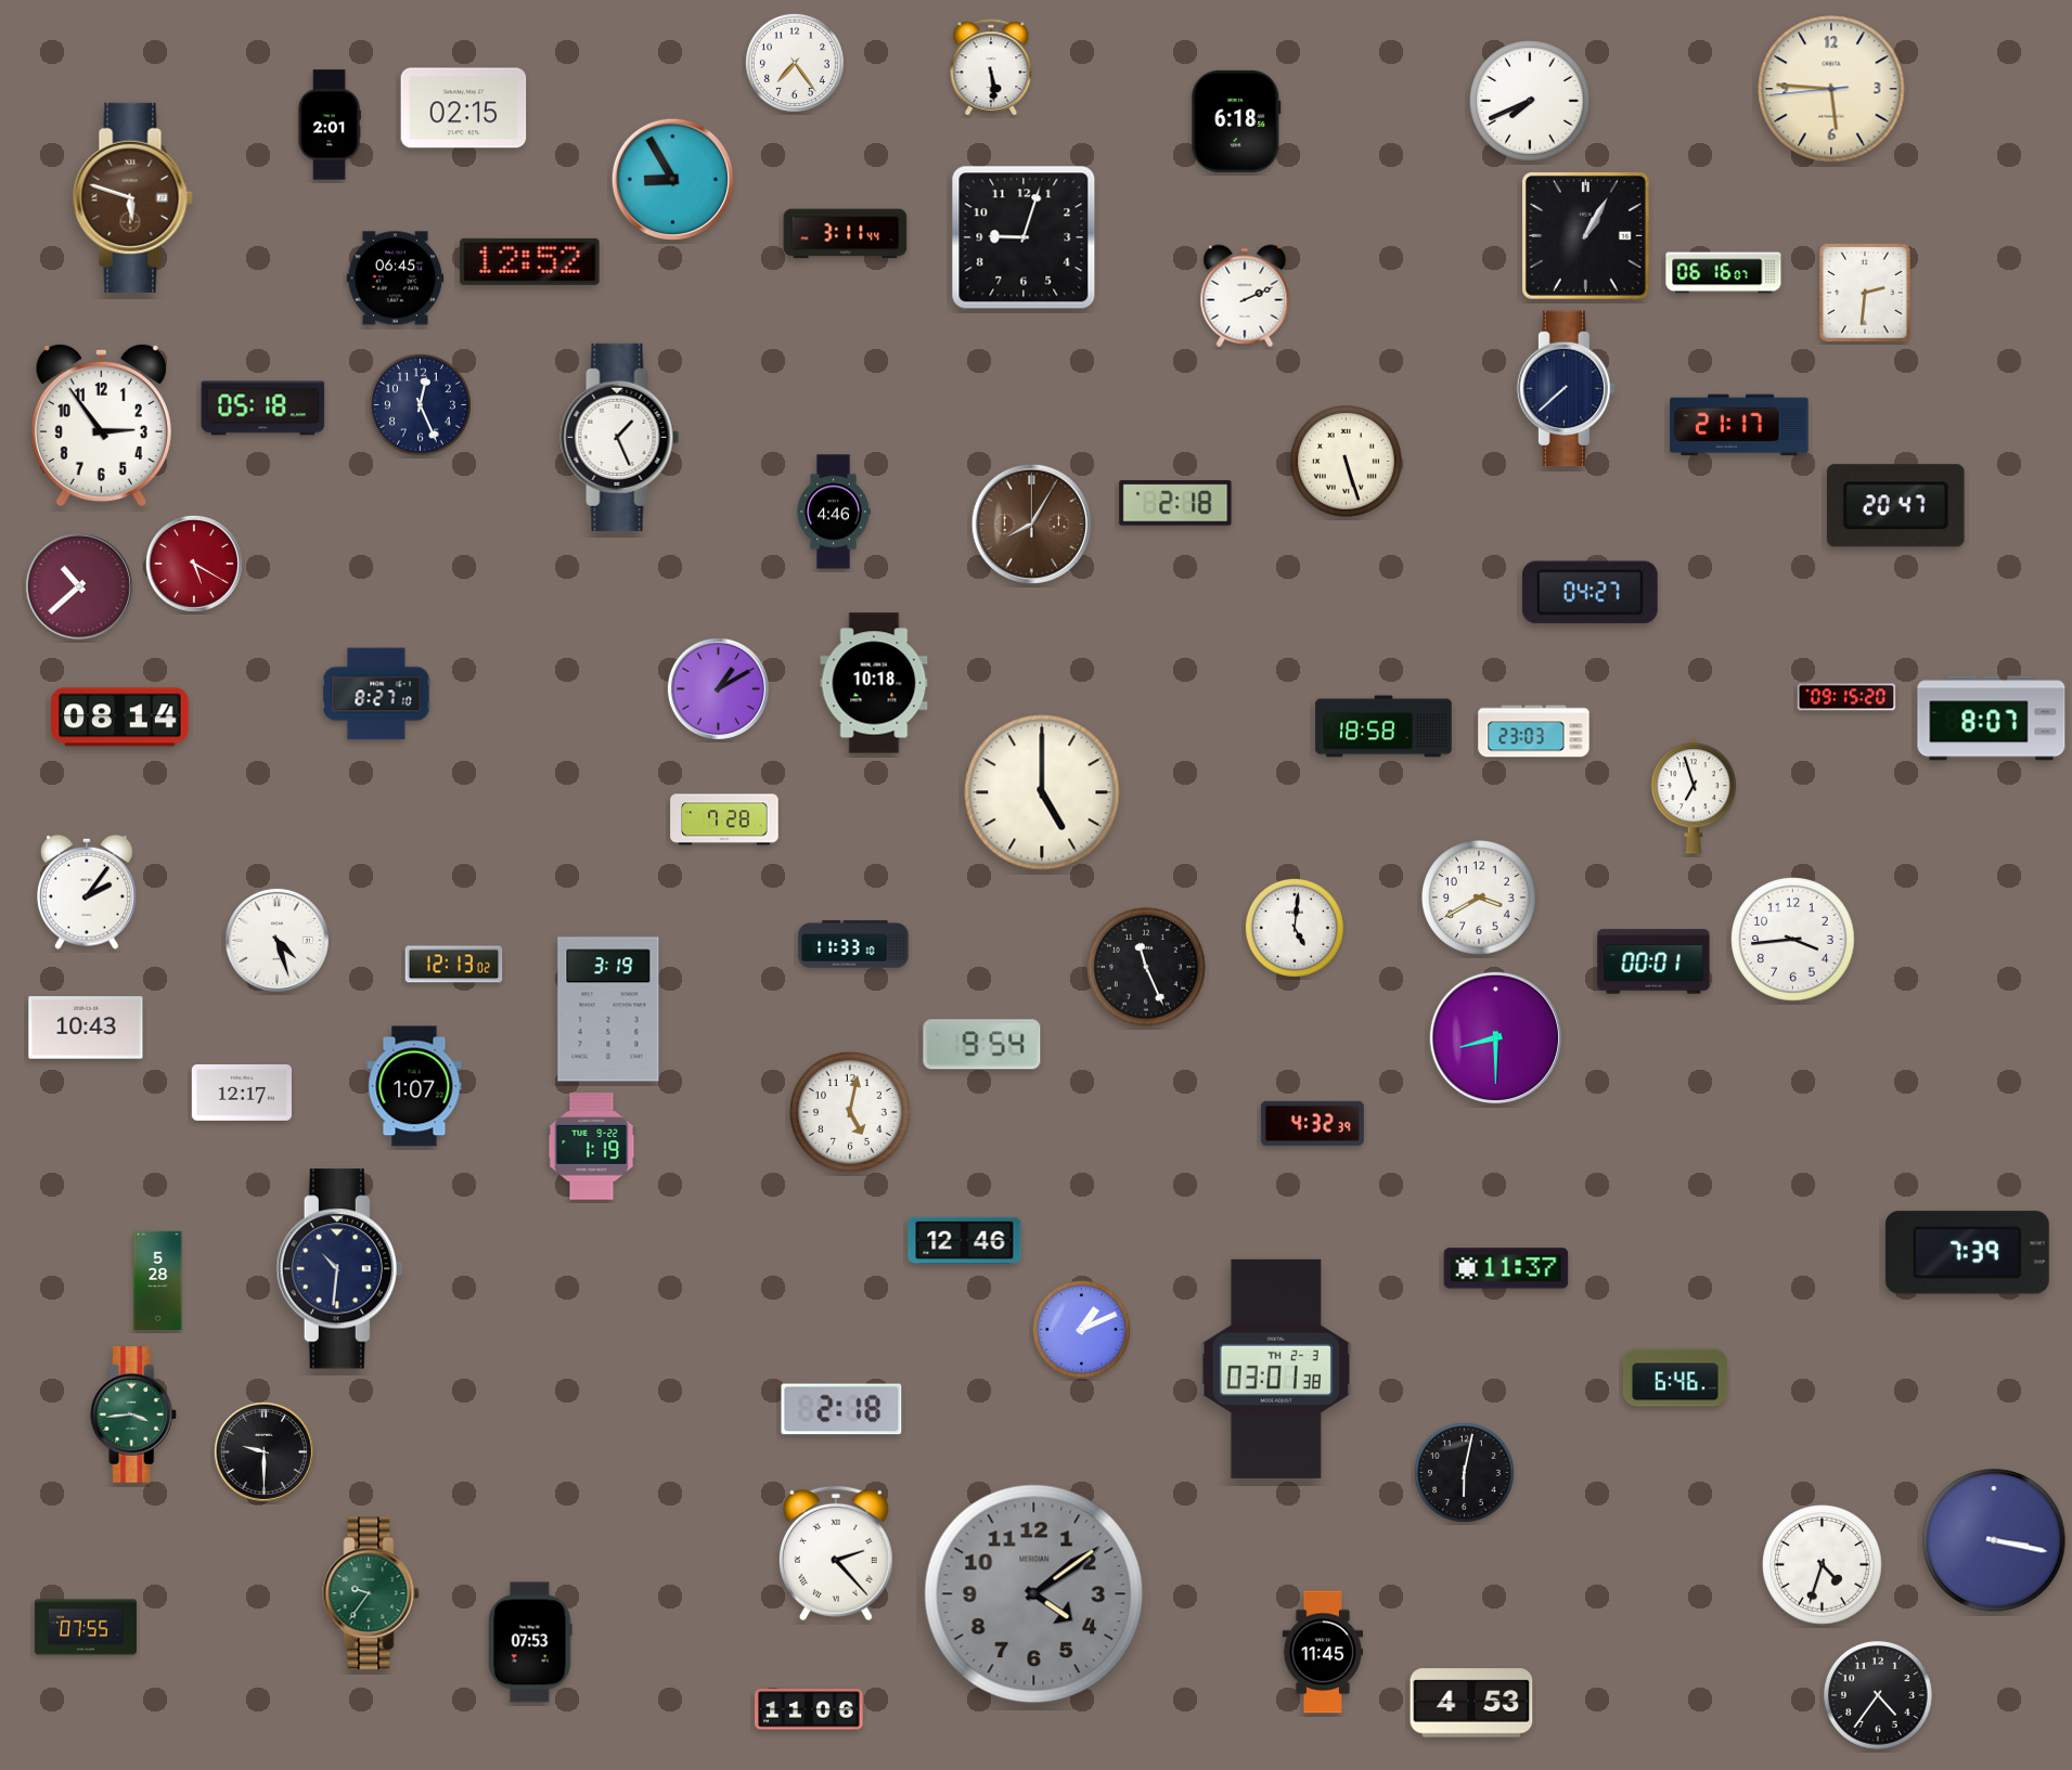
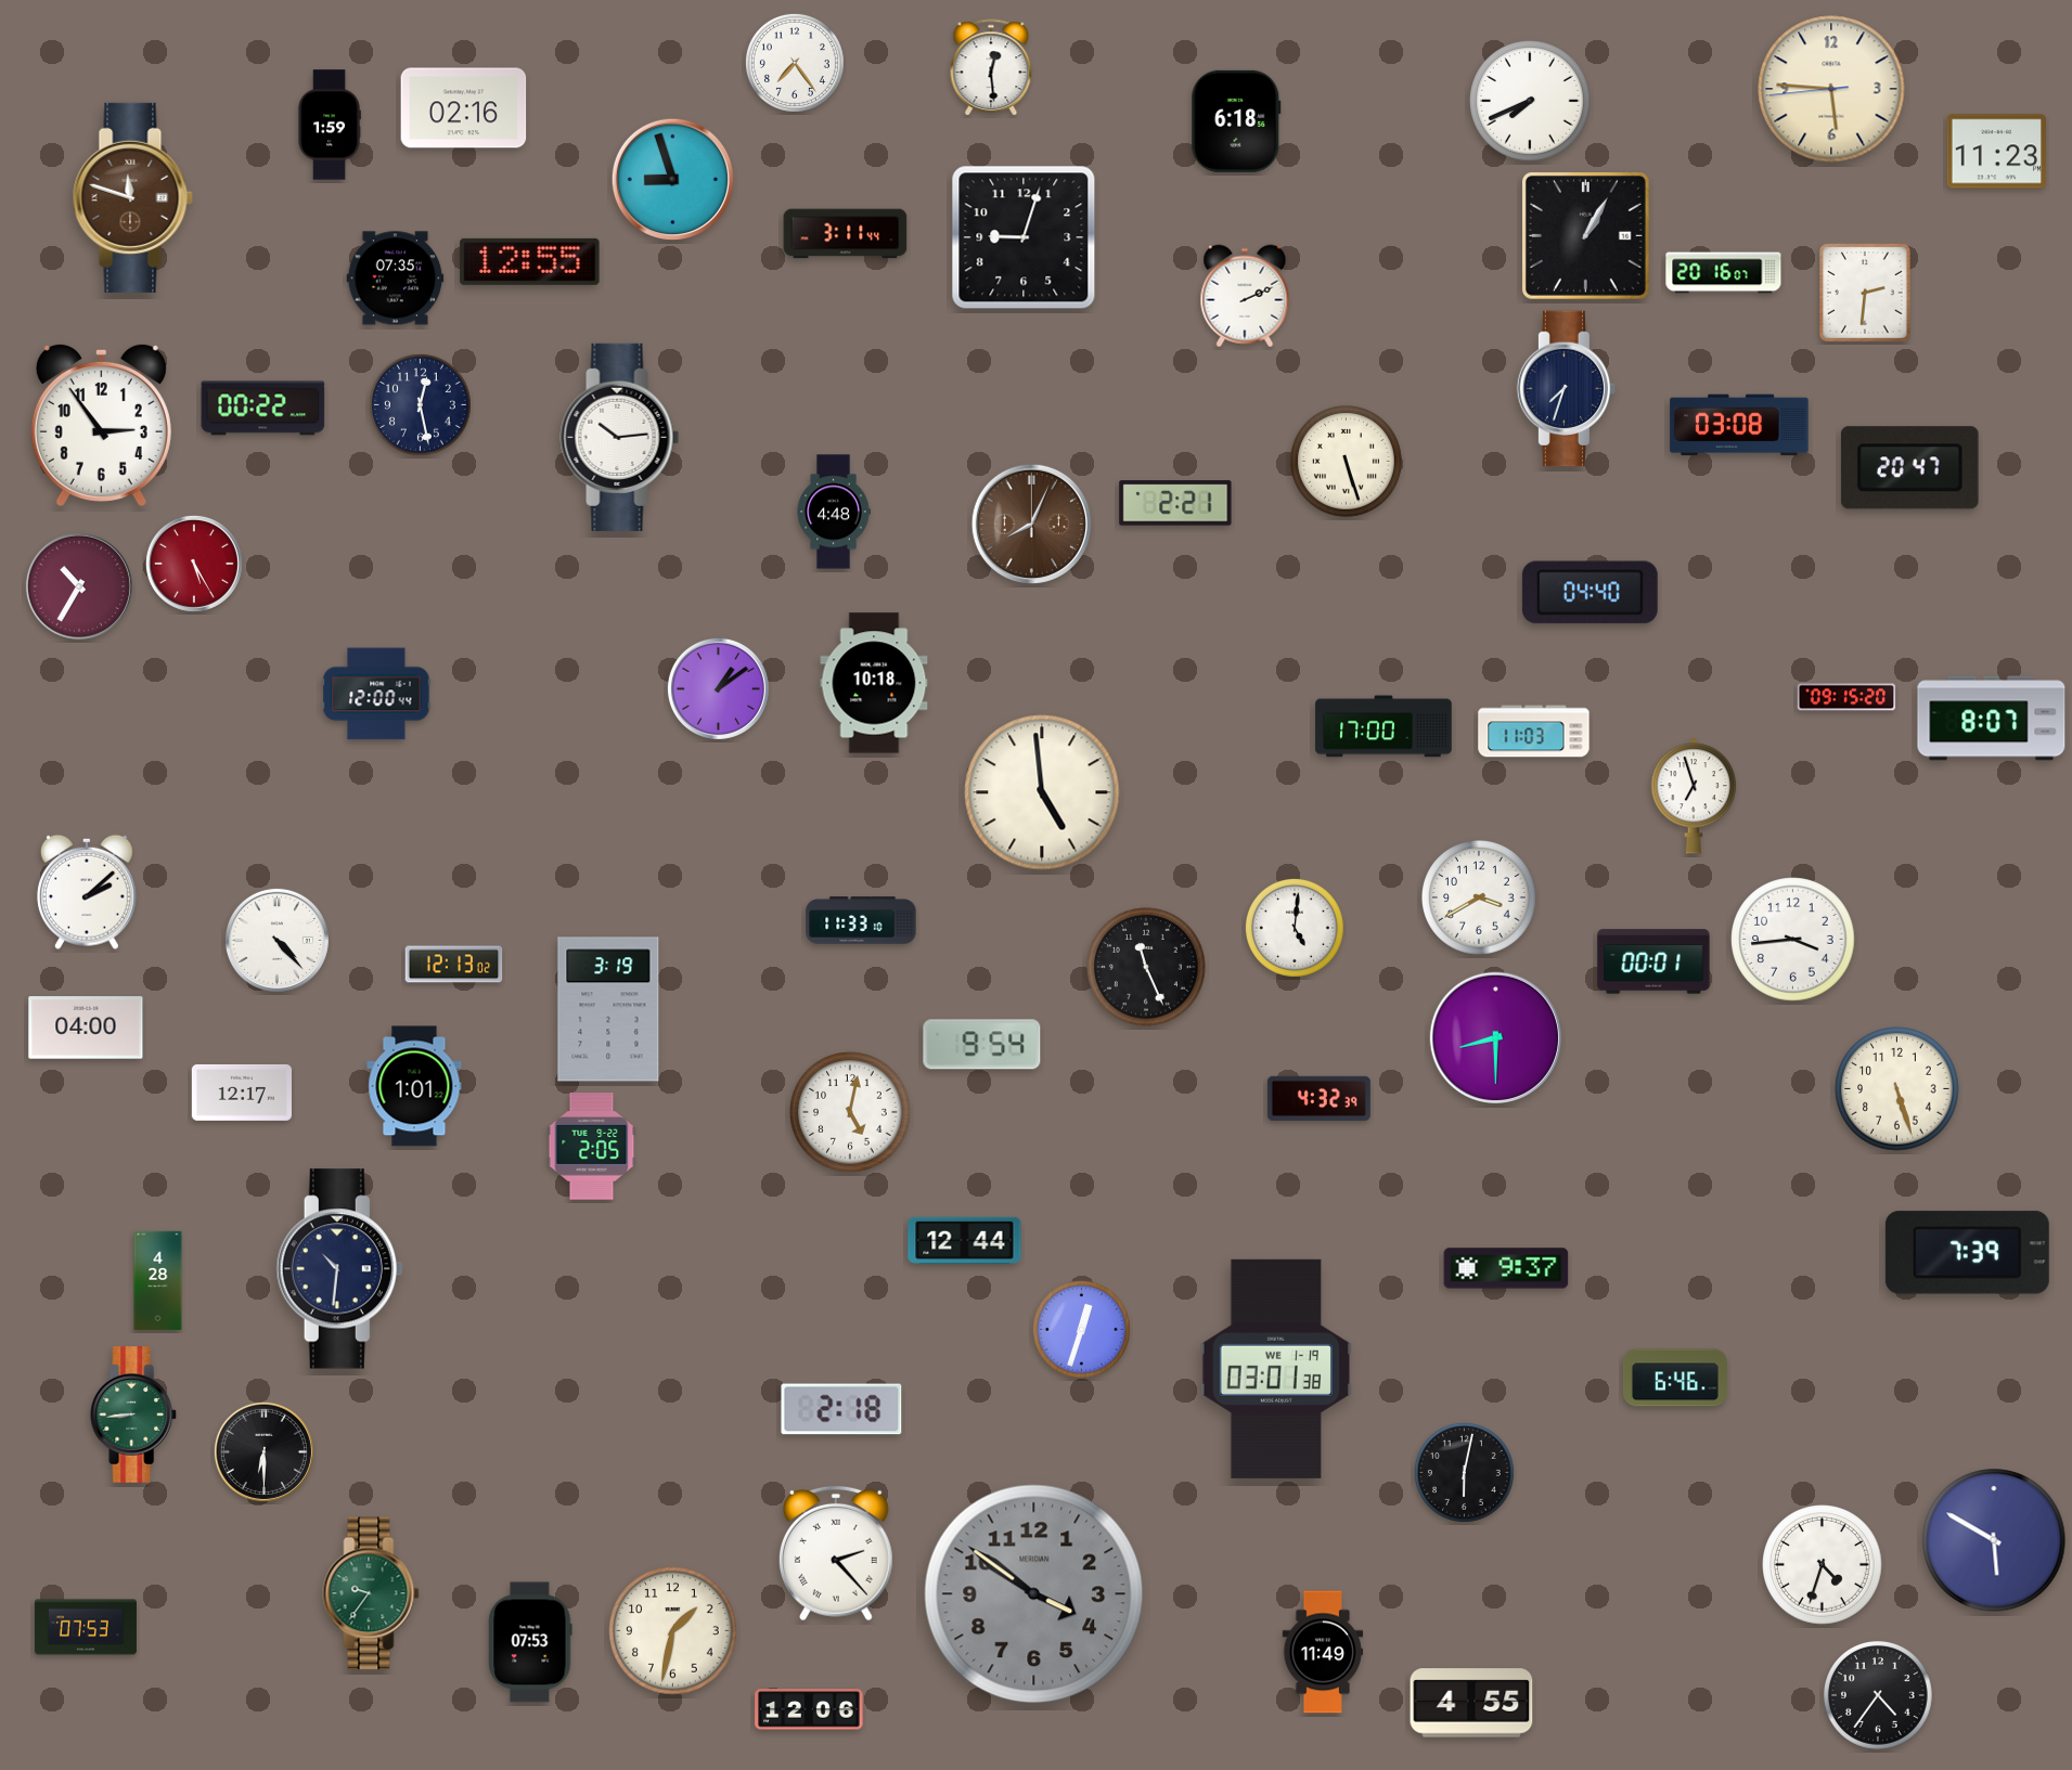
clock at (991, 68): 5:29 -> 12:29
clock at (464, 108): 02:15 -> 02:16
clock at (330, 125): 2:01 -> 1:59
clock at (1996, 152): none -> 11:23
clock at (672, 179): 8:55 -> 8:57
clock at (132, 197): 5:48 -> 11:48
clock at (530, 261): 12:52 -> 12:55
clock at (1724, 273): 06:16 -> 20:16
clock at (396, 279): 06:45 -> 07:35
clock at (1567, 389): 7:38 -> 7:33
clock at (420, 404): 12:26 -> 12:28
clock at (263, 409): 05:18 -> 00:22
clock at (1739, 425): 21:17 -> 03:08
clock at (620, 437): 1:26 -> 10:14
clock at (1175, 503): 2:18 -> 2:21
clock at (1895, 506) position: (1895, 506) -> (1909, 468)
clock at (834, 512): 4:46 -> 4:48
clock at (1031, 524): 8:05 -> 8:04
clock at (194, 564): 5:20 -> 5:25
clock at (79, 586): 10:38 -> 10:35
clock at (1590, 593): 04:27 -> 04:40
clock at (718, 688): 1:10 -> 1:09
clock at (376, 694): 8:27 -> 12:00
clock at (120, 718): 08:14 -> none
clock at (1384, 726): 18:58 -> 17:00
clock at (1534, 732): 23:03 -> 11:03
clock at (1042, 792): 5:00 -> 4:59
clock at (724, 819): 7:28 -> none
clock at (87, 892): 2:06 -> 2:08
clock at (276, 940): 4:27 -> 4:23
clock at (853, 944) position: (853, 944) -> (861, 920)
clock at (86, 1028): 10:43 -> 04:00
clock at (414, 1086): 1:07 -> 1:01
clock at (1897, 1089): none -> 5:27
clock at (1312, 1123) position: (1312, 1123) -> (1318, 1098)
clock at (592, 1147): 1:19 -> 2:05
clock at (965, 1240): 12:46 -> 12:44
clock at (1506, 1268): 11:37 -> 9:37
clock at (158, 1281): 5:28 -> 4:28
clock at (1081, 1329): 1:11 -> 12:33
clock at (1276, 1369) date: TH 2-3 -> WE 1-19
clock at (134, 1414): 3:44 -> 8:44
clock at (263, 1451): 9:30 -> 6:30
clock at (1994, 1540): 3:17 -> 5:50
clock at (1034, 1594): 4:09 -> 3:51
clock at (86, 1627): 07:55 -> 07:53
clock at (673, 1631): none -> 1:32
clock at (1323, 1652): 11:45 -> 11:49
clock at (1471, 1703): 4:53 -> 4:55
clock at (809, 1709): 11:06 -> 12:06
